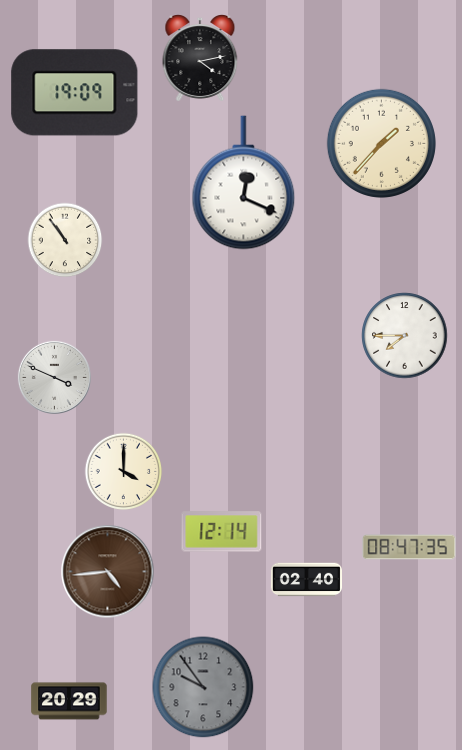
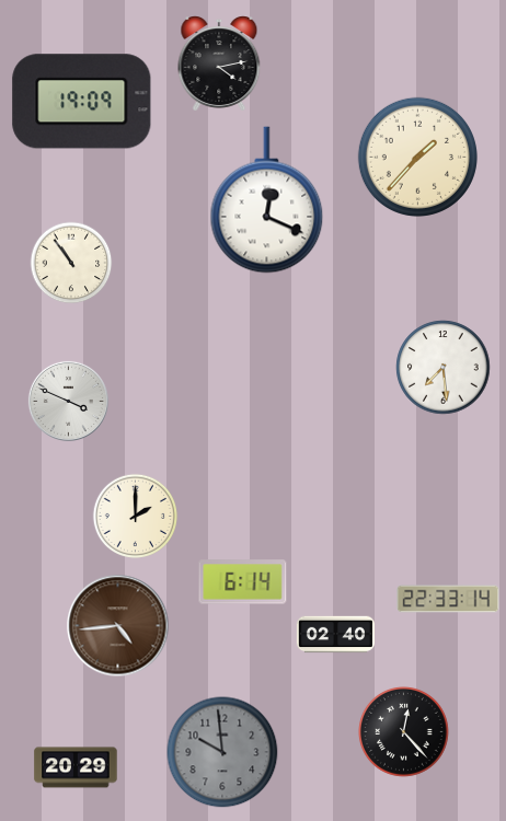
clock at (405, 336): 7:45 -> 7:29
clock at (54, 377) position: (54, 377) -> (68, 401)
clock at (124, 472): 4:00 -> 2:00
clock at (222, 532): 12:14 -> 6:14
clock at (409, 547): 08:47 -> 22:33
clock at (403, 731): none -> 12:23
clock at (203, 687): 9:54 -> 9:59
